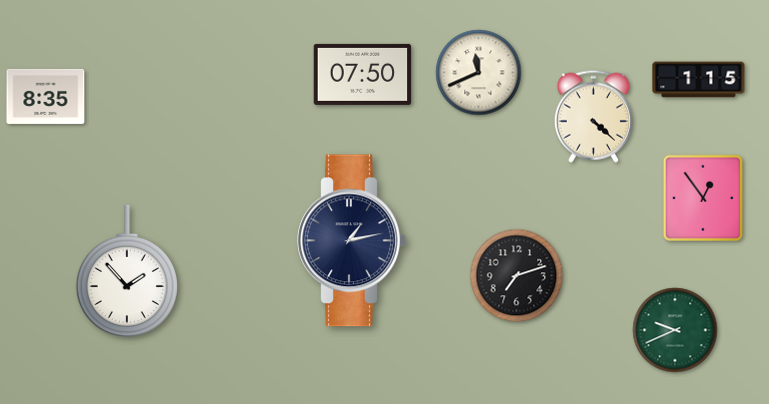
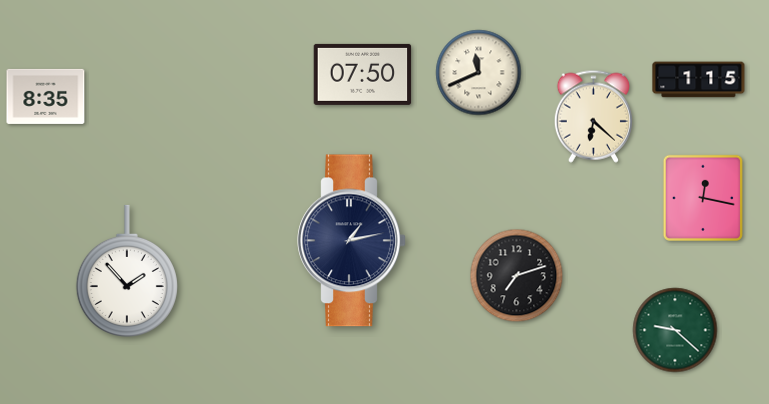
clock at (593, 116): 4:22 -> 6:22
clock at (703, 198): 12:54 -> 12:17
clock at (675, 330): 9:41 -> 9:22
